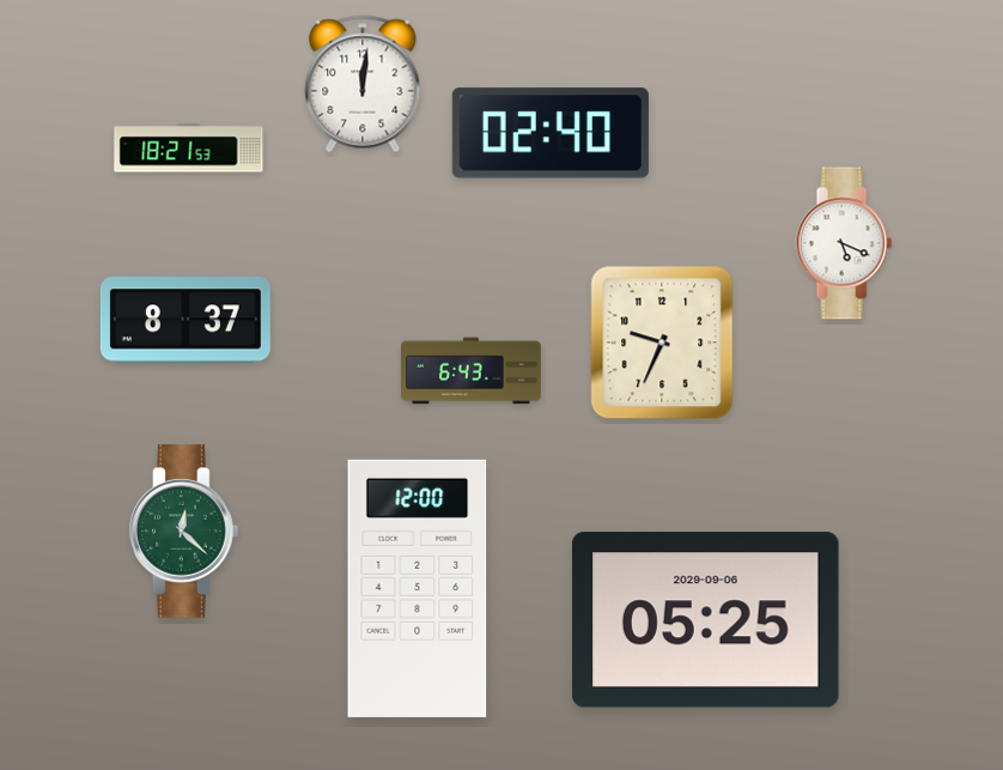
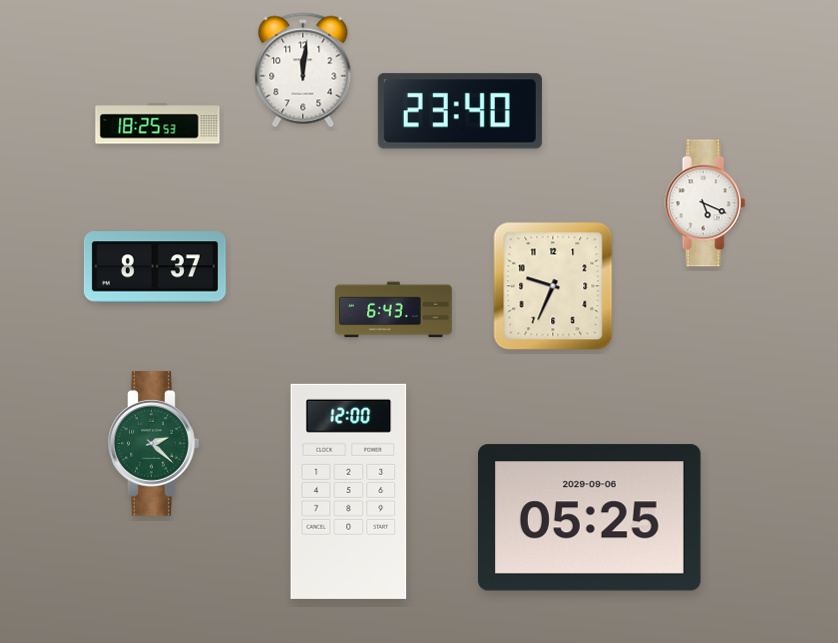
clock at (551, 133): 02:40 -> 23:40
clock at (189, 148): 18:21 -> 18:25
clock at (184, 532): 12:22 -> 2:22
